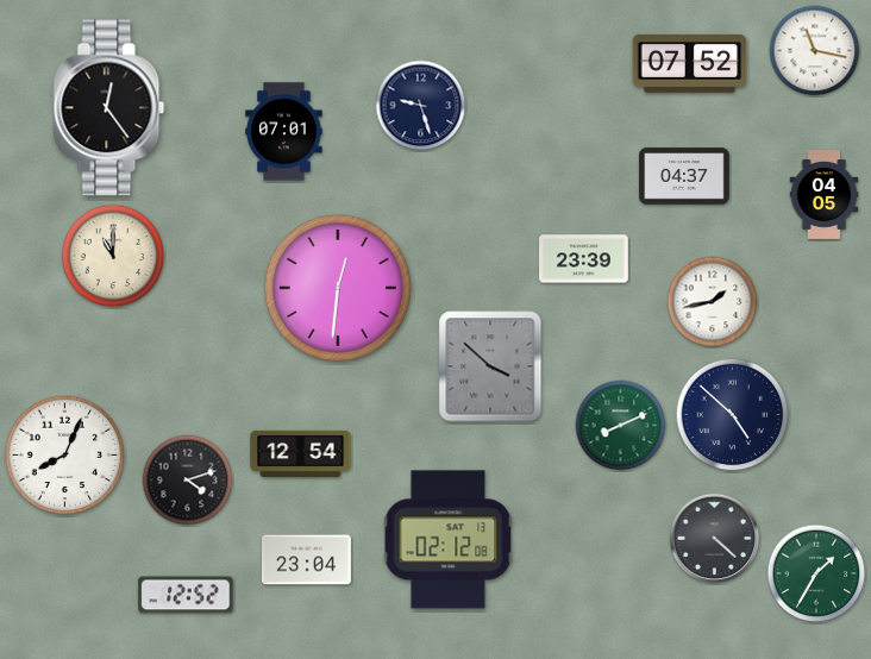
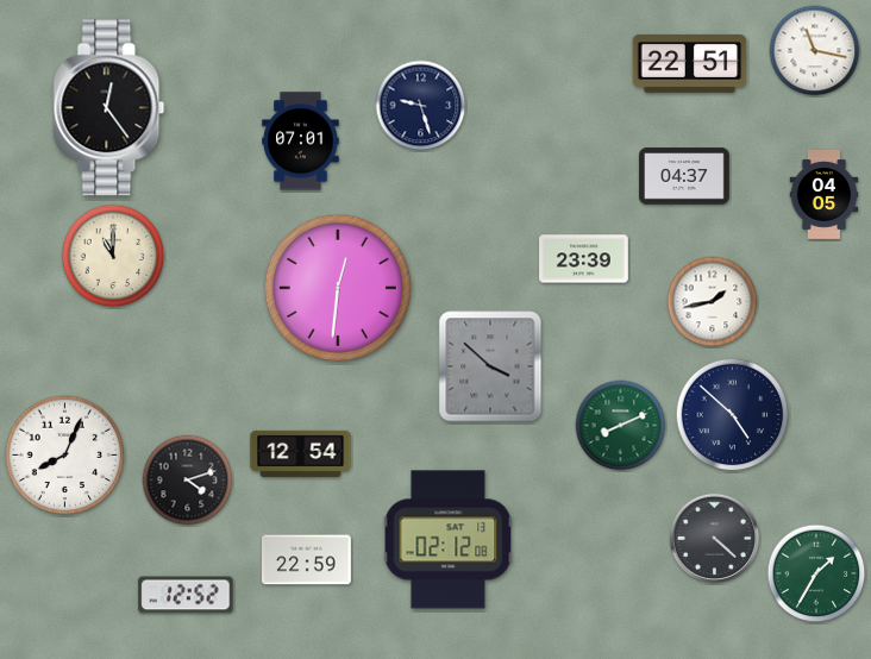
clock at (690, 63): 07:52 -> 22:51
clock at (284, 132) position: (284, 132) -> (301, 142)
clock at (307, 560): 23:04 -> 22:59
